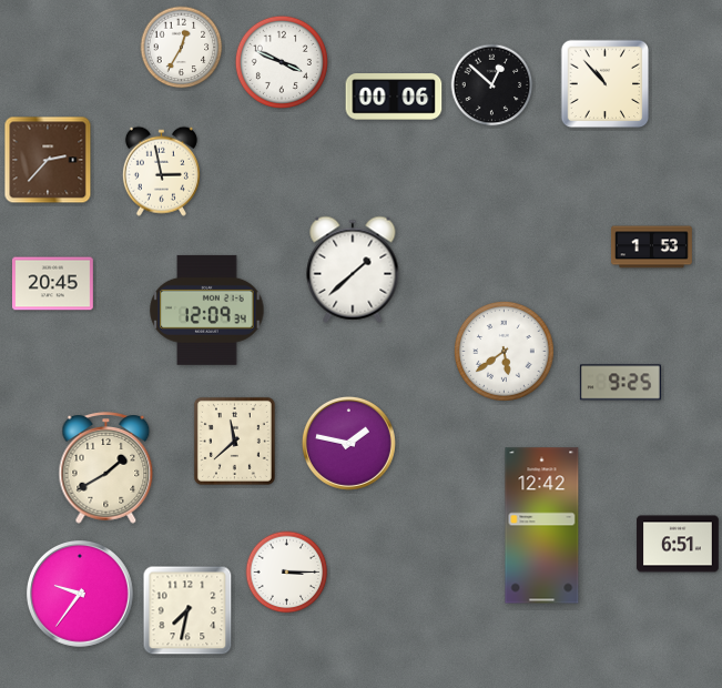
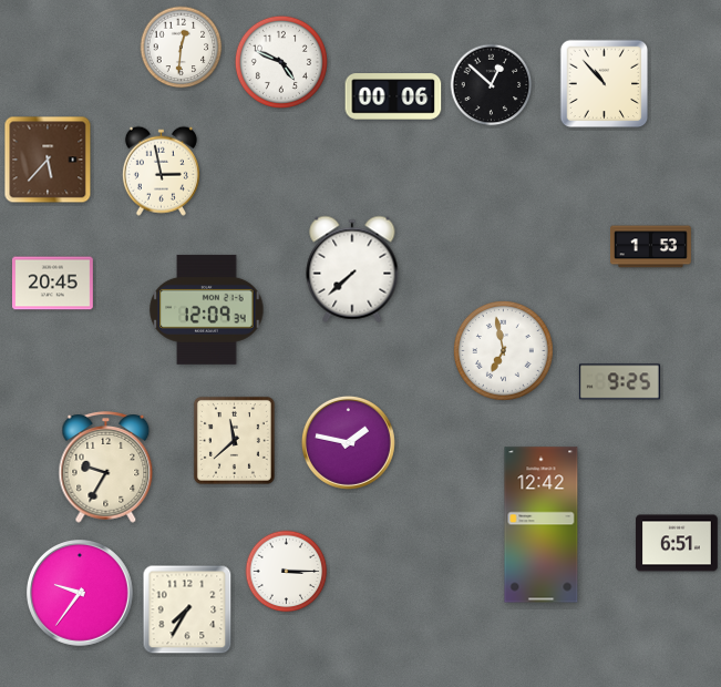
clock at (182, 48): 12:35 -> 12:31
clock at (282, 62): 3:49 -> 4:49
clock at (48, 160): 2:37 -> 5:37
clock at (353, 270): 1:38 -> 7:38
clock at (504, 351): 5:39 -> 6:58
clock at (106, 468): 1:40 -> 9:35
clock at (187, 610): 7:32 -> 7:35
